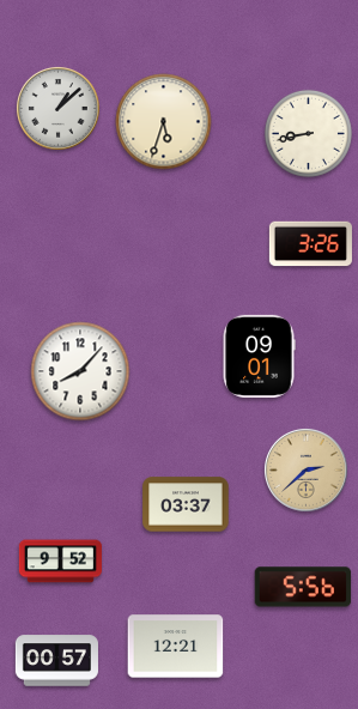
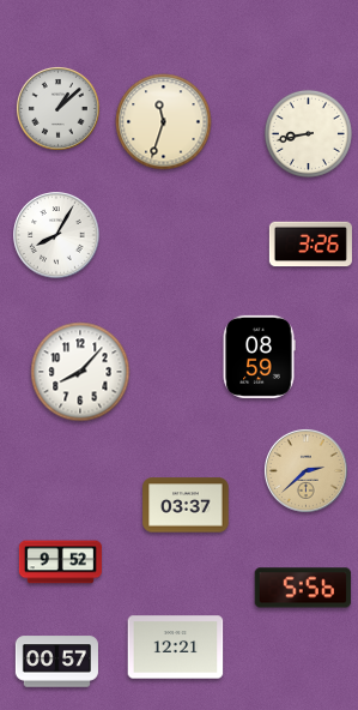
clock at (164, 122): 5:33 -> 11:33
clock at (56, 235): none -> 8:05
clock at (259, 356): 09:01 -> 08:59
